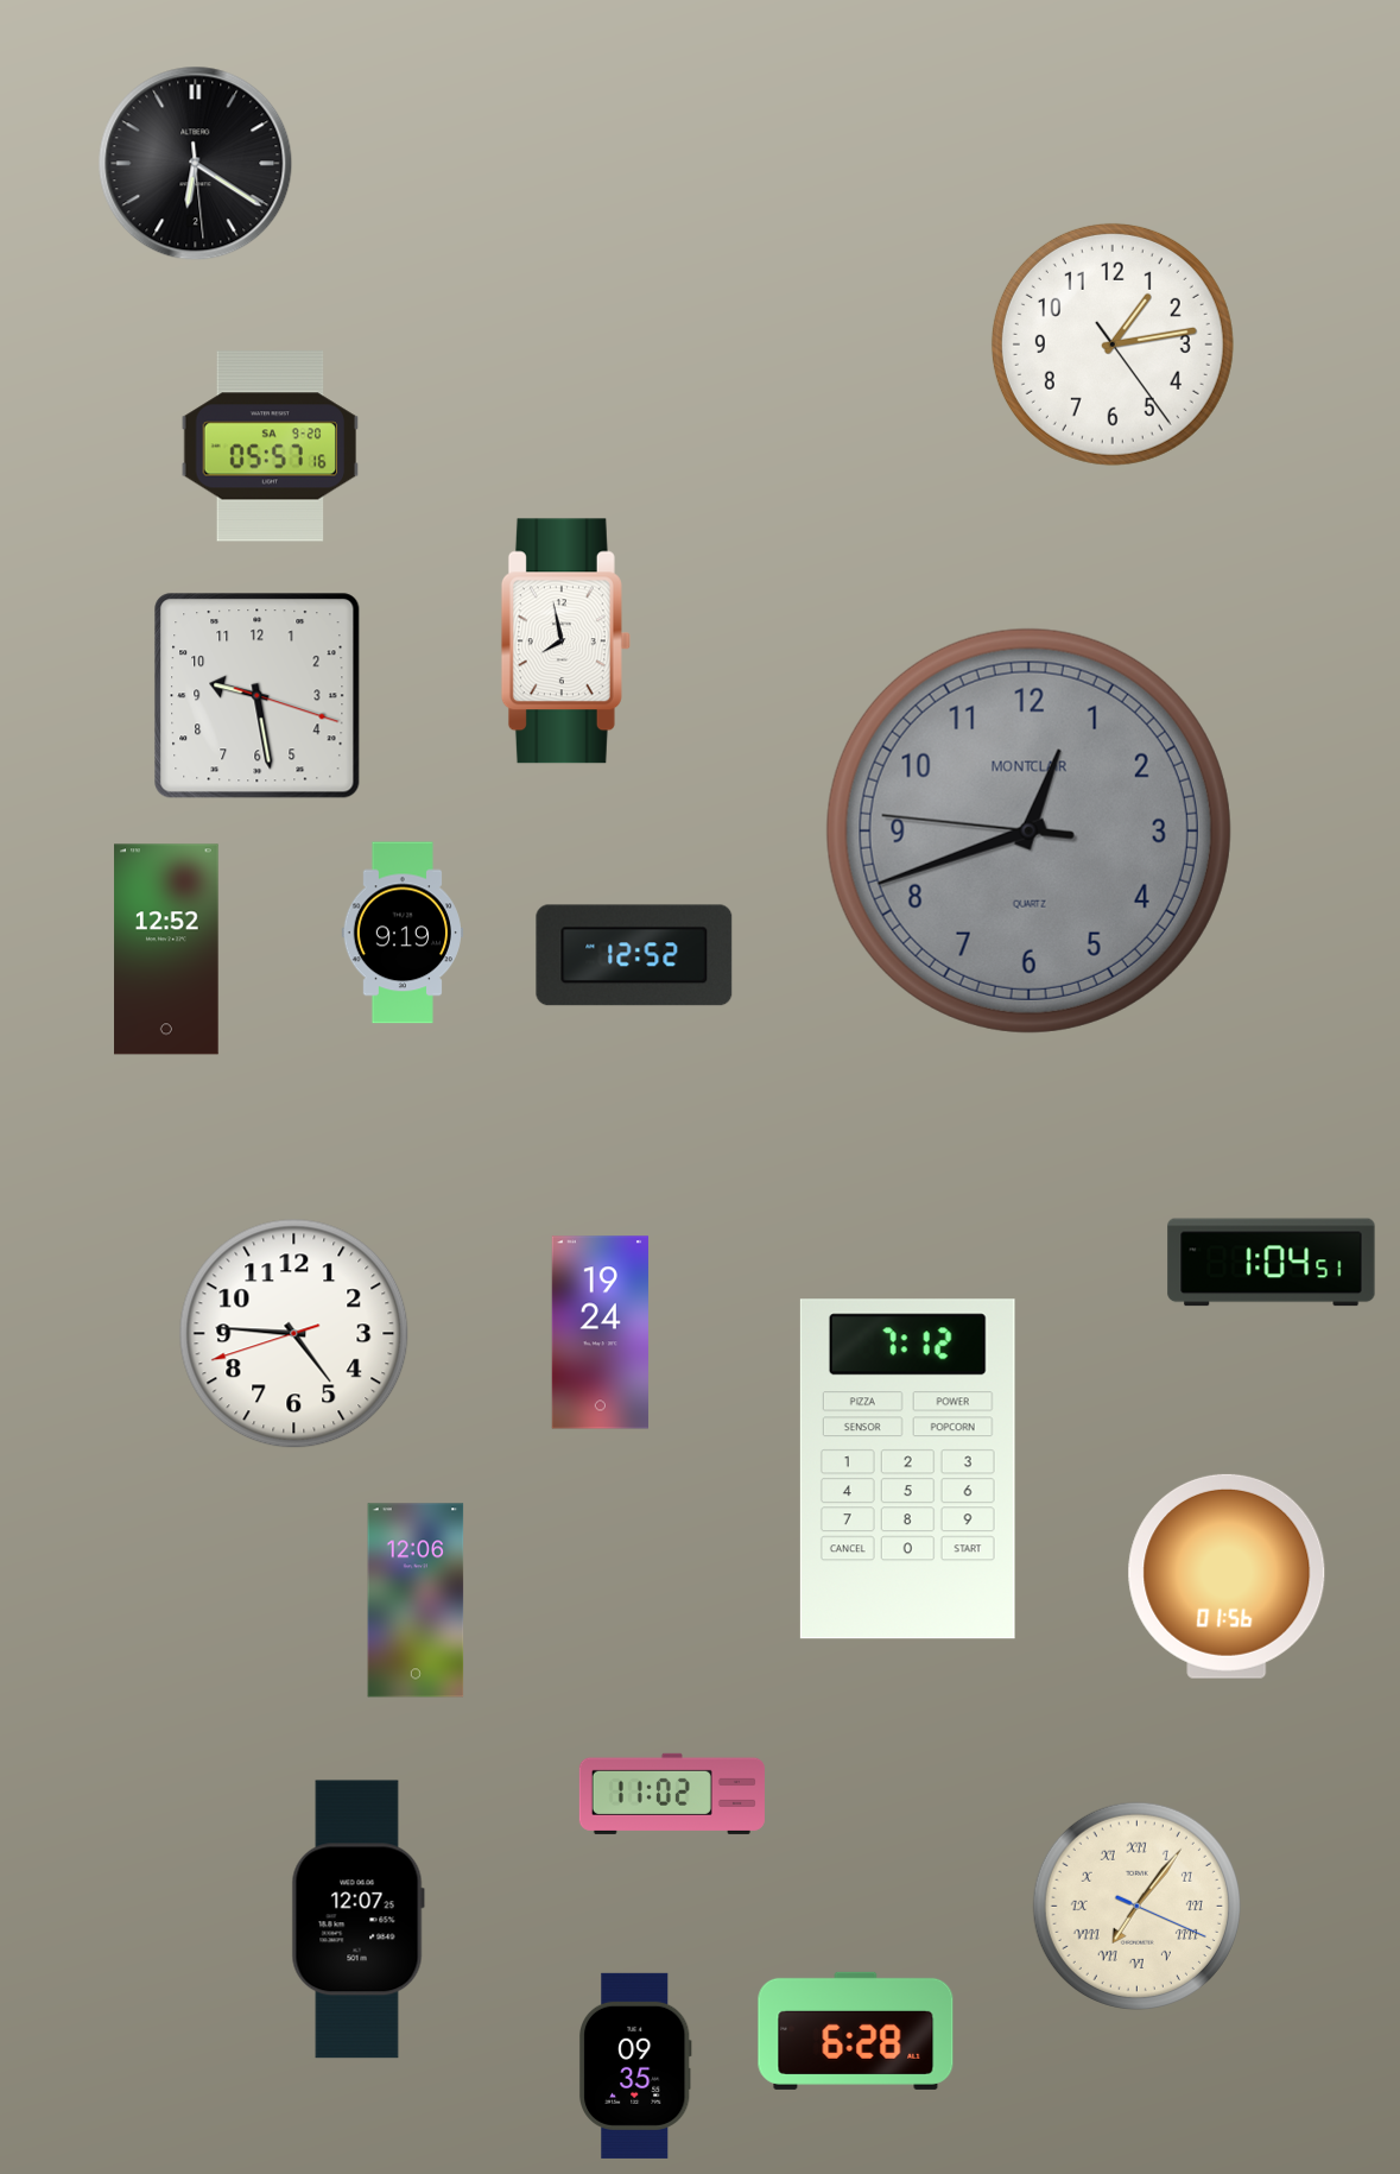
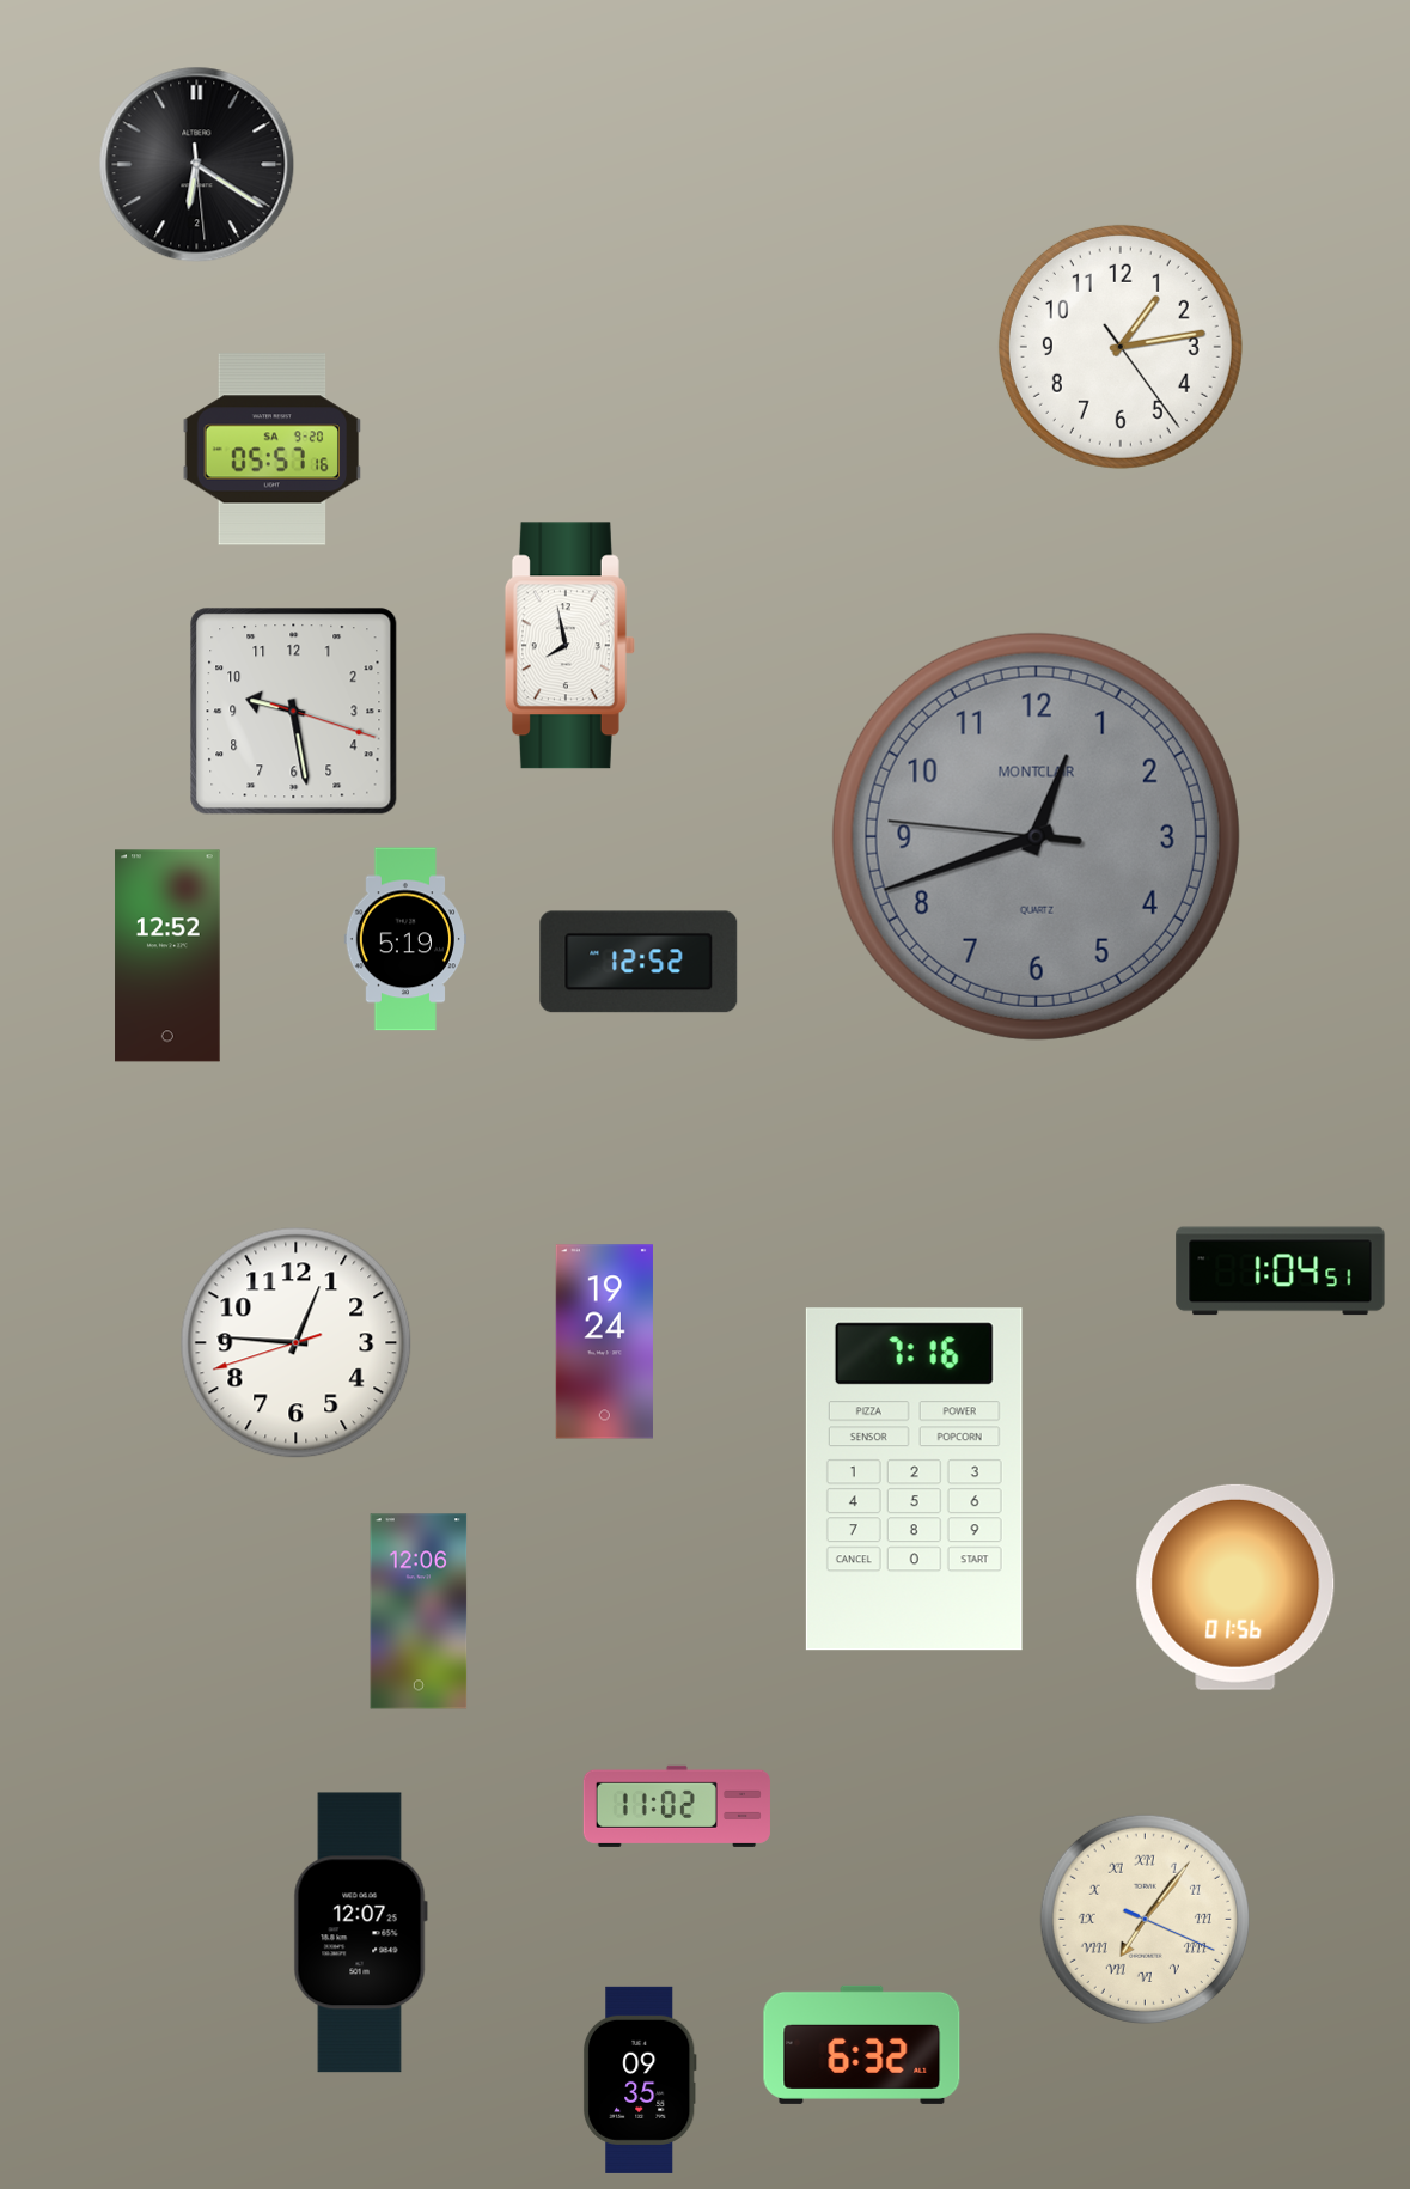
clock at (258, 696) position: (258, 696) -> (294, 712)
clock at (401, 933): 9:19 -> 5:19
clock at (294, 1334): 4:45 -> 12:45
clock at (907, 1470): 7:12 -> 7:16
clock at (856, 2030): 6:28 -> 6:32
